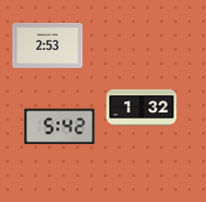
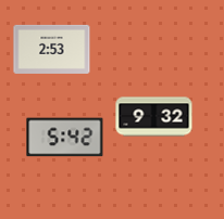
clock at (142, 108): 1:32 -> 9:32
